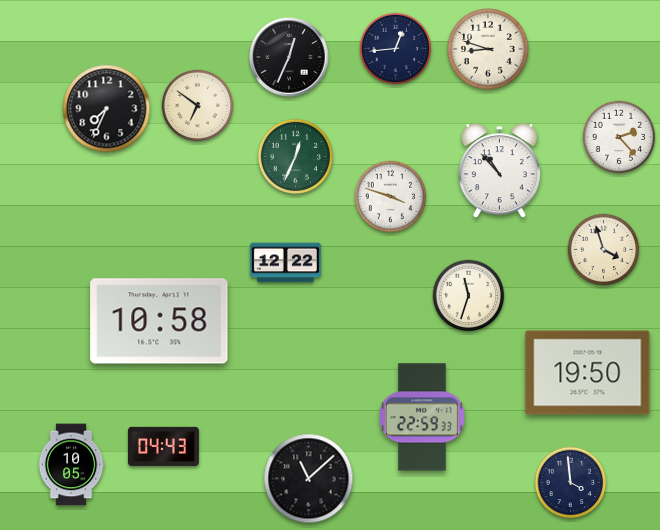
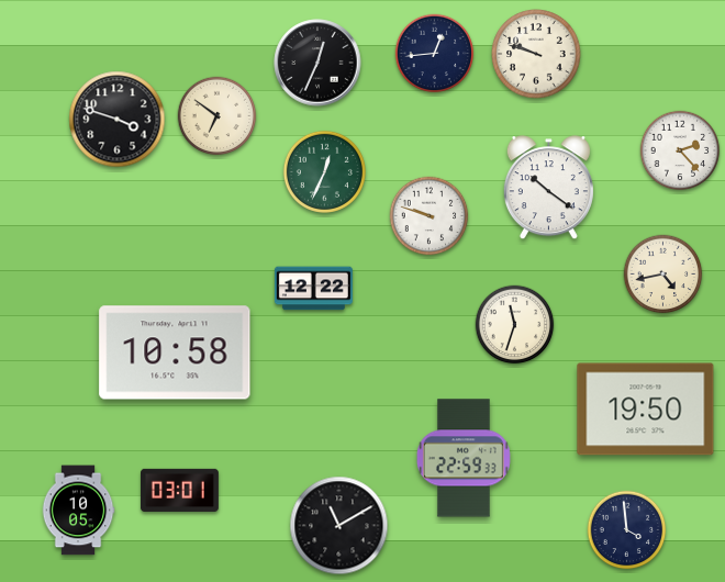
clock at (488, 49): 8:48 -> 9:48
clock at (107, 109): 7:34 -> 3:48
clock at (499, 171): 10:53 -> 10:21
clock at (391, 197): 3:48 -> 9:48
clock at (604, 250): 3:57 -> 4:43
clock at (163, 446): 04:43 -> 03:01
clock at (309, 479): 11:08 -> 11:10
